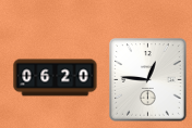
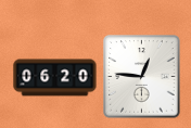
clock at (148, 80) position: (148, 80) -> (142, 77)
